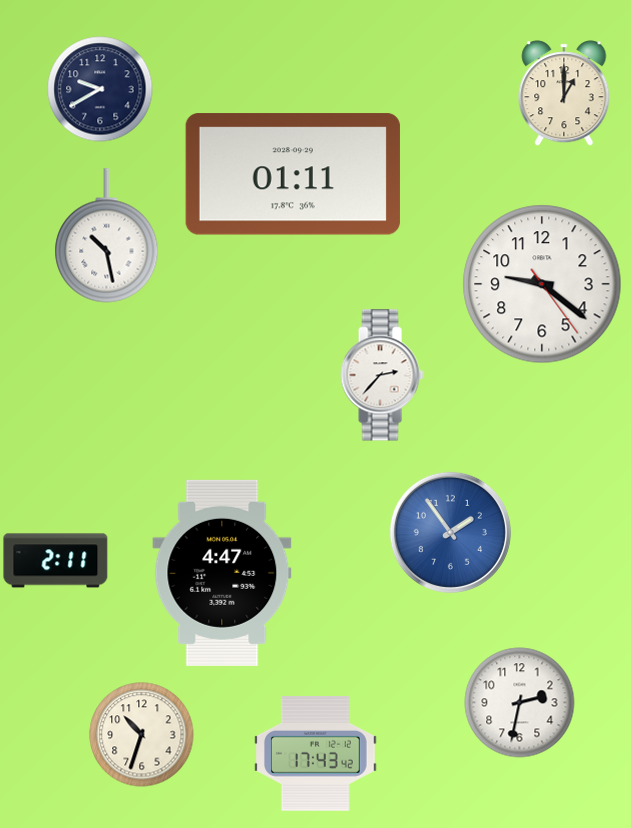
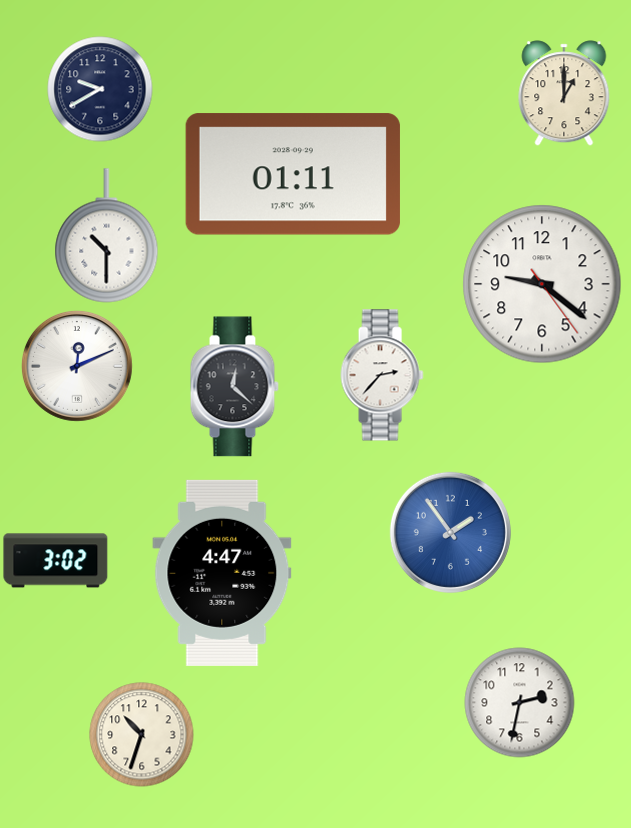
clock at (107, 236): 10:28 -> 10:30
clock at (77, 366): none -> 12:11
clock at (234, 387): none -> 12:22
clock at (56, 561): 2:11 -> 3:02
clock at (316, 754): 17:43 -> none
